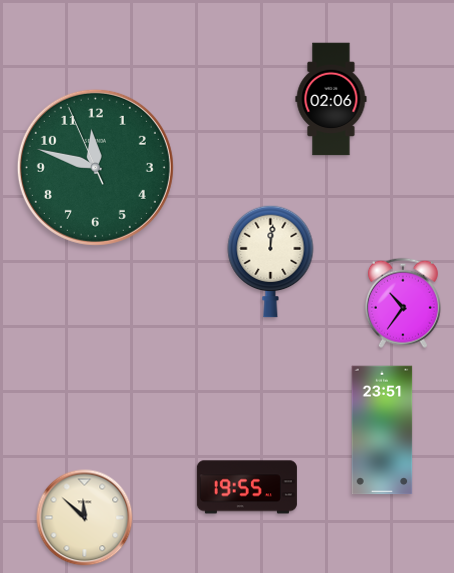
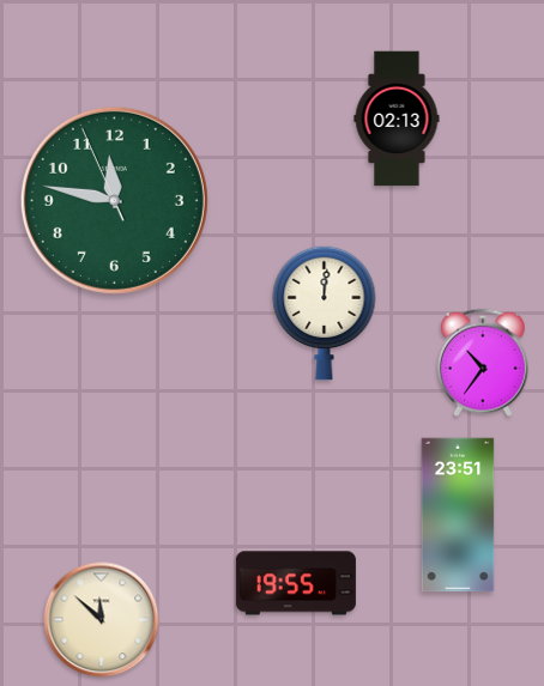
clock at (331, 99): 02:06 -> 02:13
clock at (95, 167): 11:47 -> 11:46
